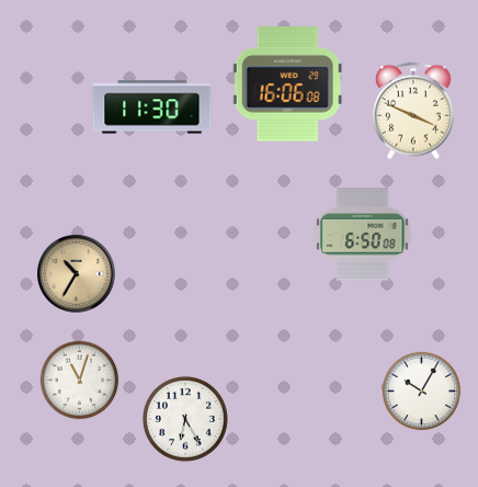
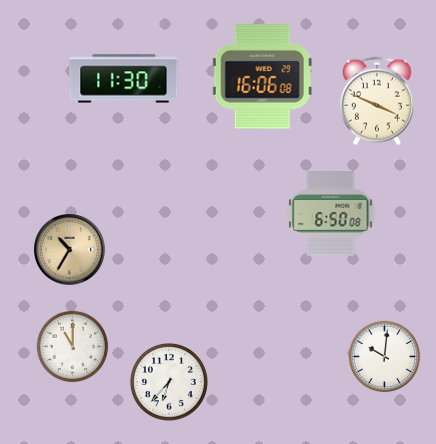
clock at (152, 107) position: (152, 107) -> (124, 79)
clock at (80, 381): 11:03 -> 11:00
clock at (422, 392): 10:05 -> 10:01
clock at (185, 419): 6:25 -> 6:37
